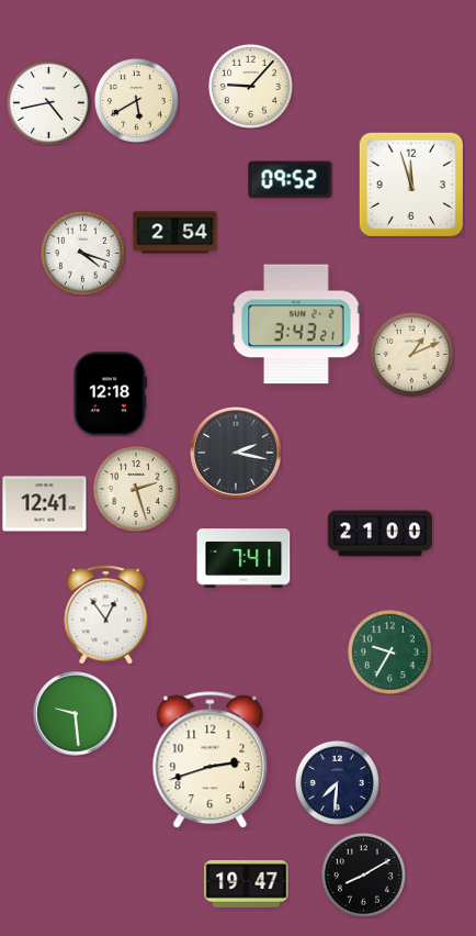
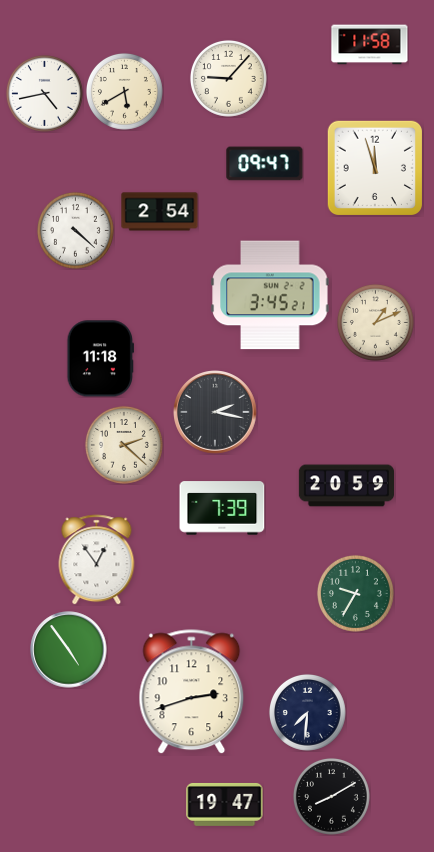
clock at (370, 45): none -> 11:58
clock at (291, 180): 09:52 -> 09:47
clock at (82, 253): 4:18 -> 4:22
clock at (296, 324): 3:43 -> 3:45
clock at (110, 394): 12:18 -> 11:18
clock at (136, 489): 2:27 -> 2:22
clock at (45, 504): 12:41 -> none
clock at (379, 534): 21:00 -> 20:59
clock at (243, 558): 7:41 -> 7:39
clock at (76, 714): 9:29 -> 4:54
